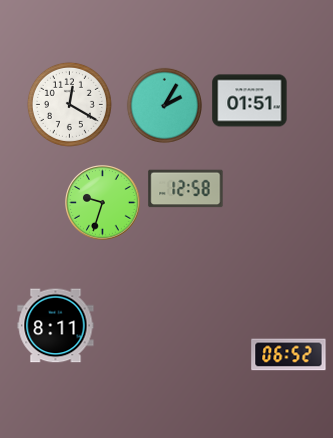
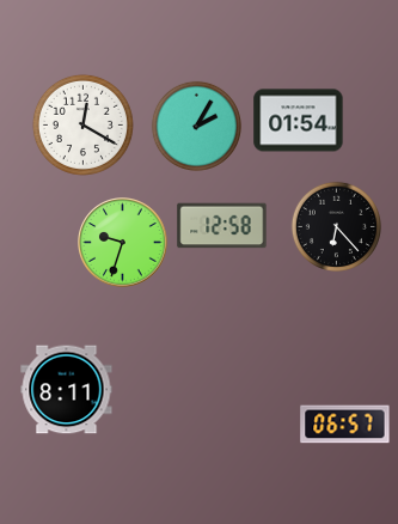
clock at (250, 101): 01:51 -> 01:54
clock at (336, 226): none -> 6:23
clock at (289, 355): 06:52 -> 06:57
